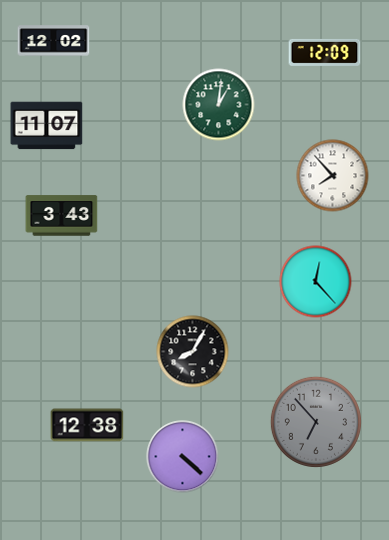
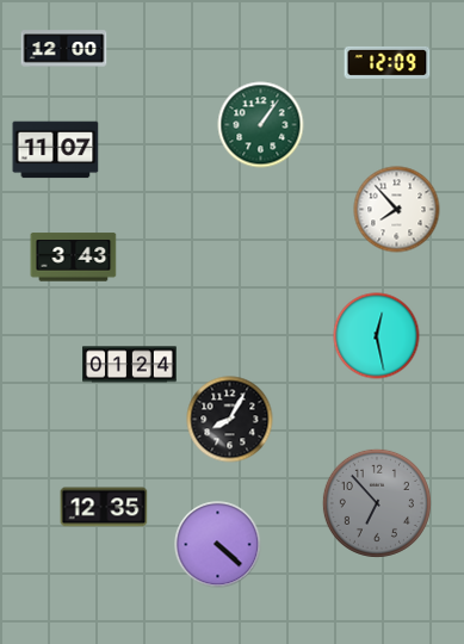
clock at (54, 41): 12:02 -> 12:00
clock at (219, 105): 1:01 -> 1:06
clock at (316, 282): 12:23 -> 12:28
clock at (130, 365): none -> 01:24
clock at (87, 425): 12:38 -> 12:35
